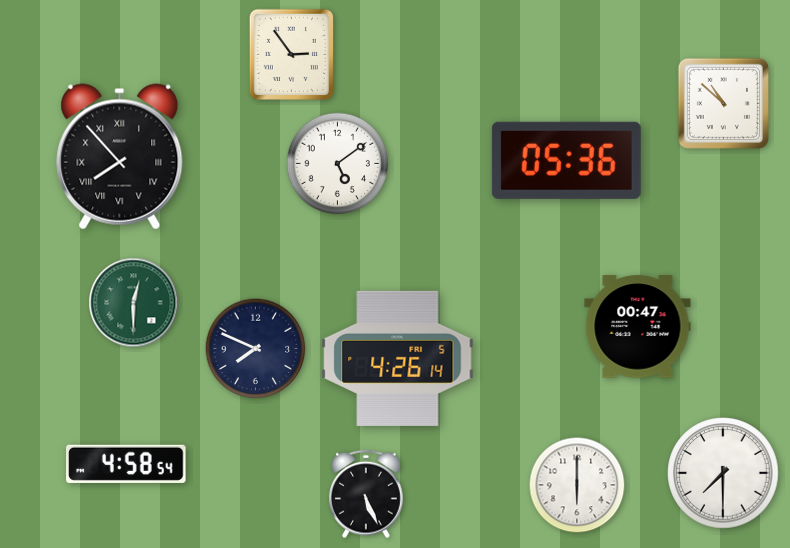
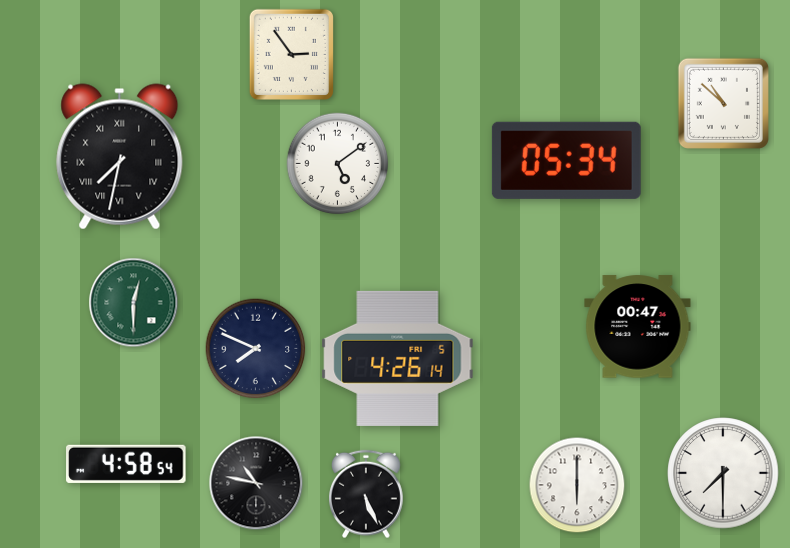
clock at (120, 157): 7:53 -> 7:32
clock at (566, 160): 05:36 -> 05:34
clock at (256, 483): none -> 10:47
